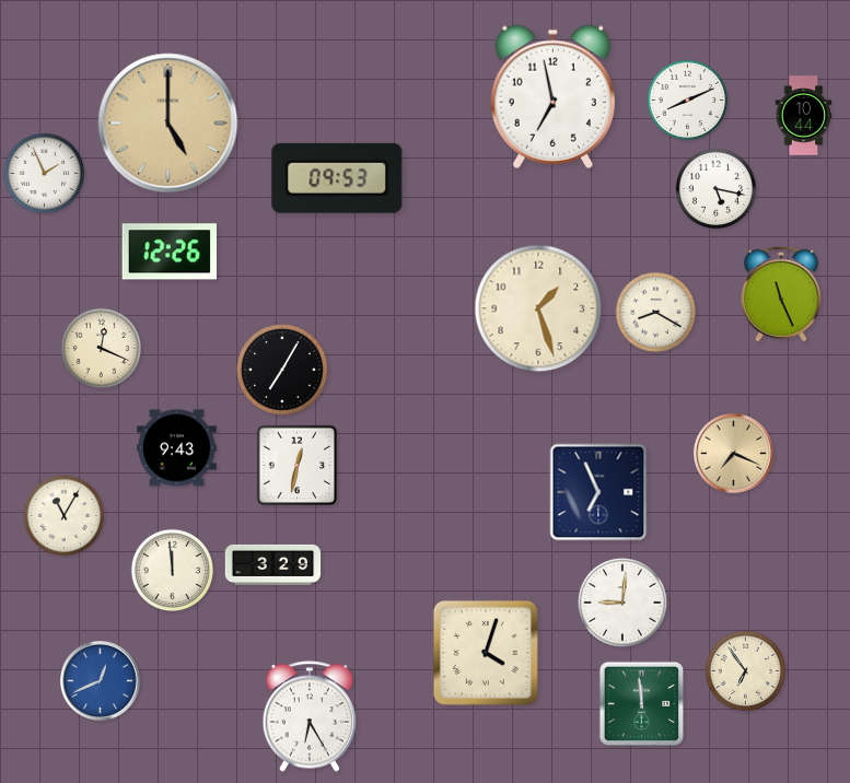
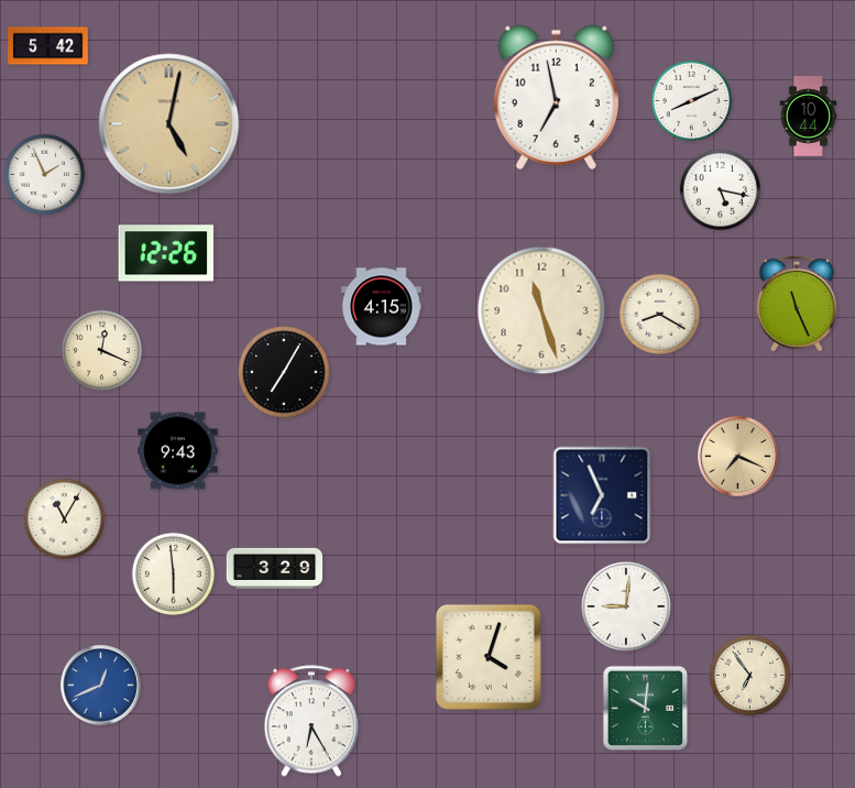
clock at (48, 46): none -> 5:42
clock at (168, 124): 5:00 -> 5:02
clock at (337, 178): 09:53 -> none
clock at (170, 252) position: (170, 252) -> (166, 253)
clock at (781, 294) position: (781, 294) -> (797, 304)
clock at (382, 307): none -> 4:15
clock at (538, 308): 1:27 -> 11:27
clock at (298, 466): 12:32 -> none
clock at (172, 570): 11:59 -> 5:59
clock at (642, 704): 11:59 -> 10:01
